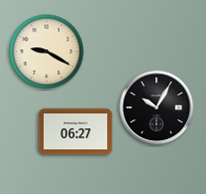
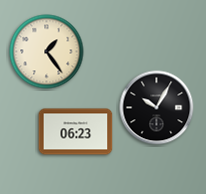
clock at (47, 52): 9:20 -> 1:24
clock at (76, 132): 06:27 -> 06:23
